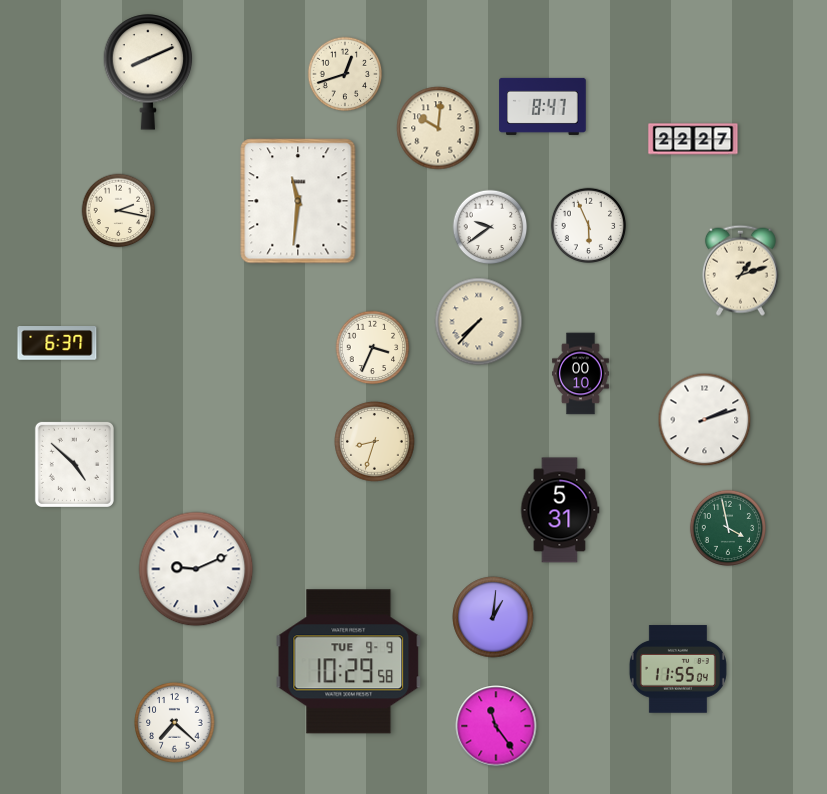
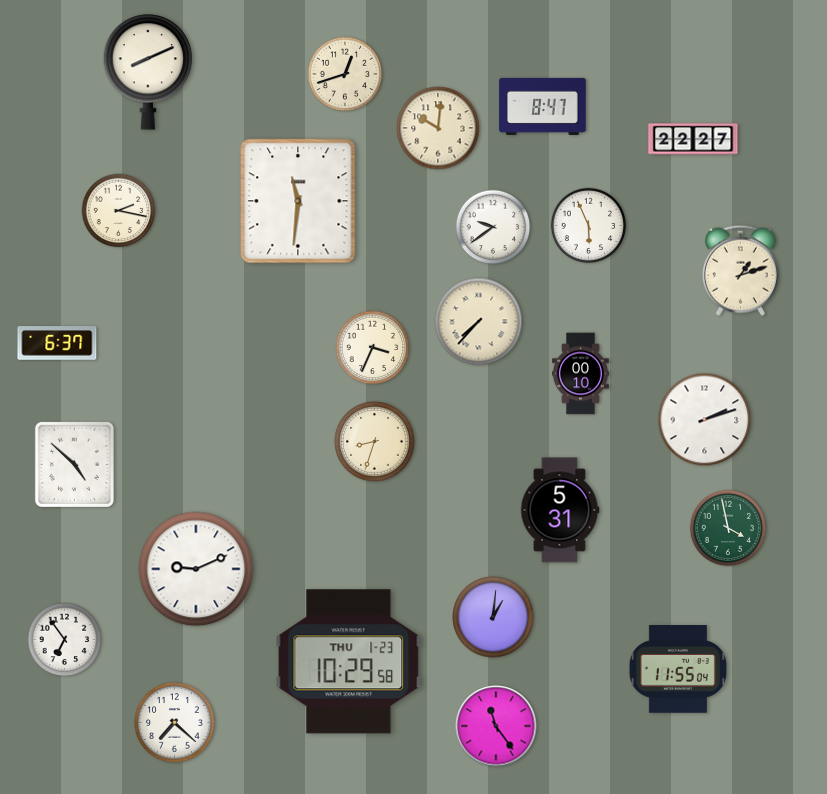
clock at (490, 227) position: (490, 227) -> (493, 227)
clock at (65, 640): none -> 6:54
clock at (349, 662) date: TUE 9-9 -> THU 1-23
